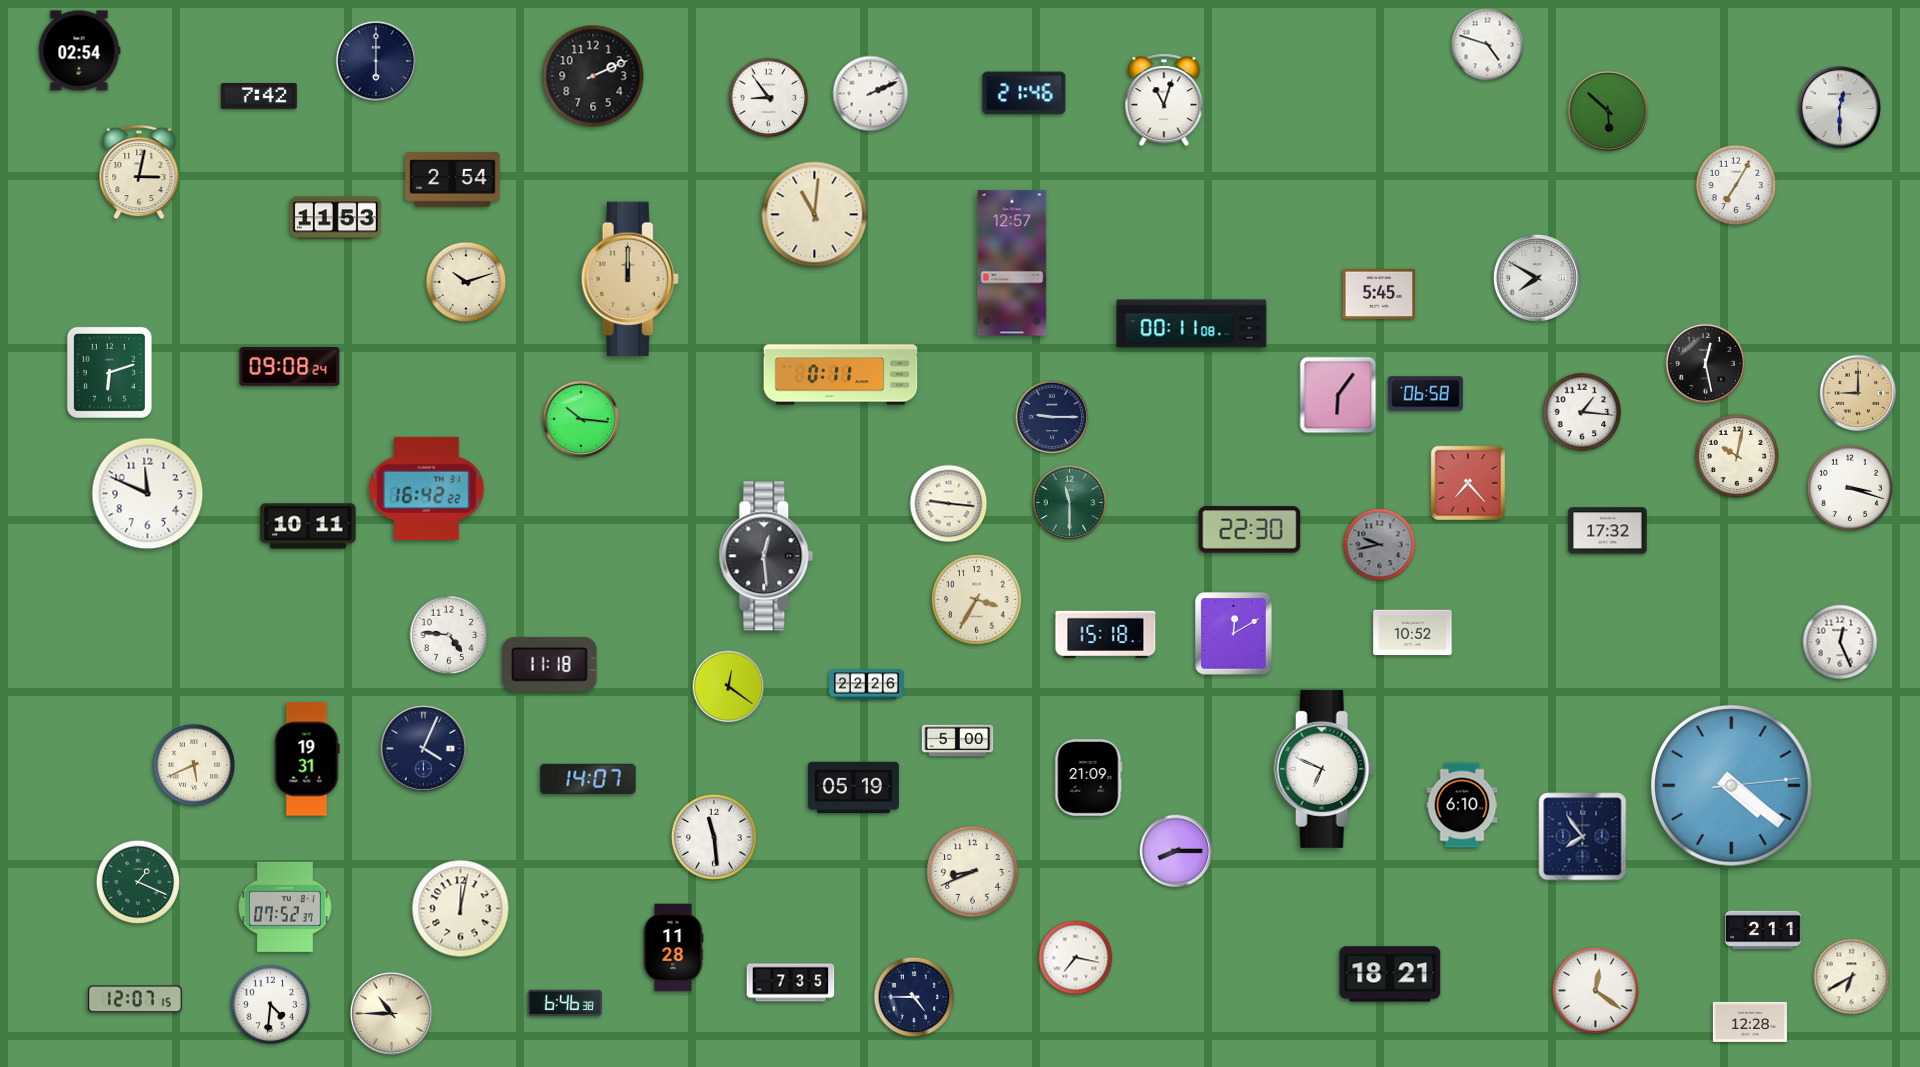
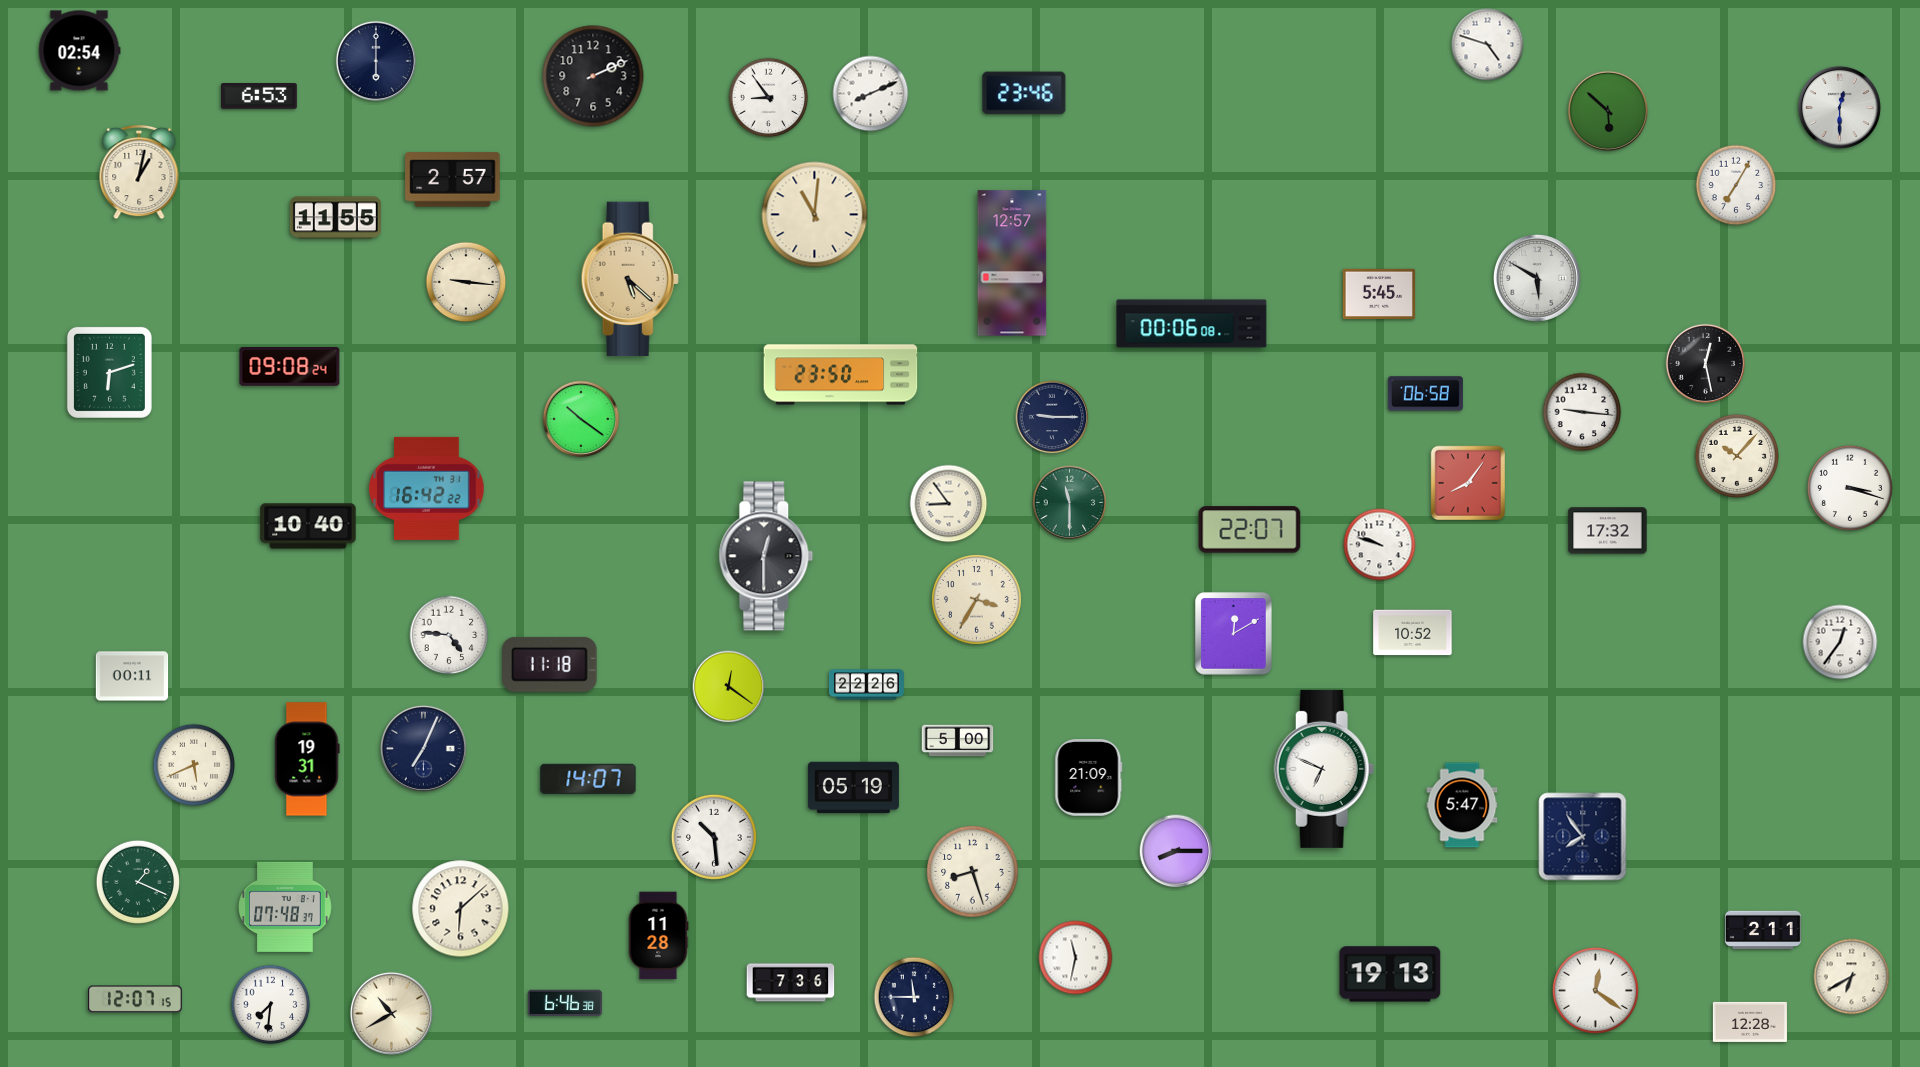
clock at (1024, 93): 21:46 -> 23:46
clock at (871, 94): 2:11 -> 8:11
clock at (259, 96): 7:42 -> 6:53
clock at (1164, 100): 11:03 -> none
clock at (139, 172): 3:02 -> 1:02
clock at (453, 180): 2:54 -> 2:57
clock at (335, 218): 11:53 -> 11:55
clock at (1537, 278): 7:50 -> 5:50
clock at (630, 279): 12:00 -> 5:22
clock at (466, 282): 10:12 -> 9:16
clock at (1192, 324): 00:11 -> 00:06
clock at (841, 375): 0:11 -> 23:50
clock at (1858, 393): 9:00 -> none
clock at (1338, 395): 6:06 -> none
clock at (1582, 412): 1:16 -> 9:16
clock at (581, 419): 10:16 -> 10:21
clock at (1736, 455): 10:02 -> 10:07
clock at (1468, 483): 7:23 -> 8:06
clock at (148, 494): 11:49 -> none
clock at (949, 504): 9:16 -> 8:54
clock at (308, 526): 10:11 -> 10:40
clock at (1250, 530): 22:30 -> 22:07
clock at (1380, 545): 9:43 -> 9:48
clock at (1380, 545) dial: grey -> white
clock at (766, 556): 12:29 -> 12:30
clock at (1106, 634): 15:18 -> none
clock at (1840, 642): 12:26 -> 12:36
clock at (132, 676): none -> 00:11
clock at (423, 748): 4:04 -> 7:04
clock at (1732, 786): 4:21 -> none
clock at (1462, 805): 6:10 -> 5:47
clock at (714, 837): 11:29 -> 10:29
clock at (973, 872): 8:41 -> 8:27
clock at (286, 907): 07:52 -> 07:48
clock at (461, 909): 12:02 -> 6:08
clock at (673, 948) position: (673, 948) -> (658, 936)
clock at (1076, 958): 7:17 -> 11:32
clock at (1390, 974): 18:21 -> 19:13
clock at (791, 983): 7:35 -> 7:36
clock at (914, 997): 4:45 -> 11:45
clock at (271, 1005): 4:31 -> 7:31
clock at (391, 1013): 10:45 -> 10:40
